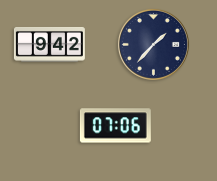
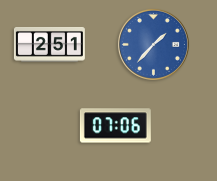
clock at (153, 44) dial: navy -> blue
clock at (49, 45): 9:42 -> 2:51
